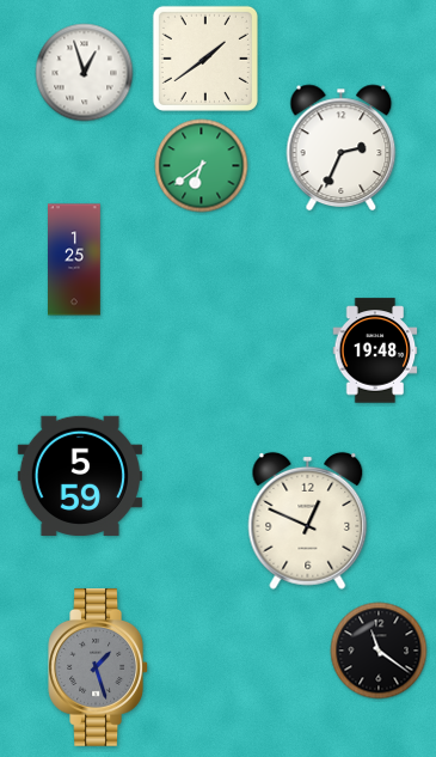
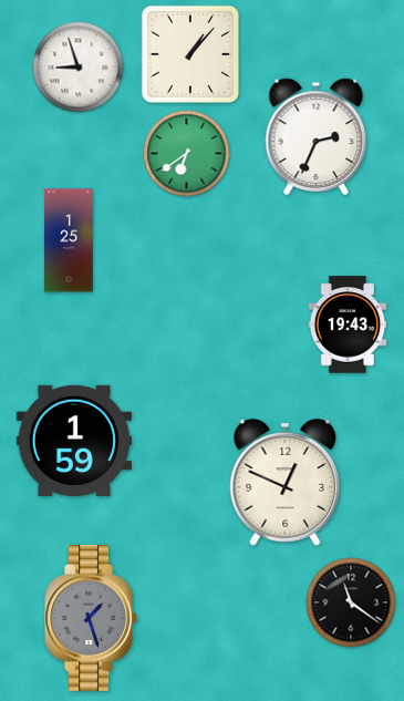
clock at (205, 59): 1:39 -> 1:07
clock at (85, 73): 12:57 -> 8:57
clock at (375, 350): 19:48 -> 19:43
clock at (80, 475): 5:59 -> 1:59
